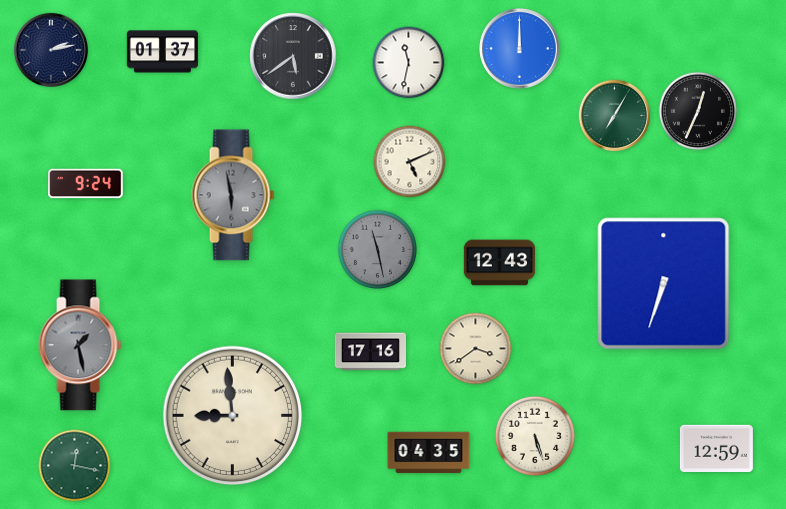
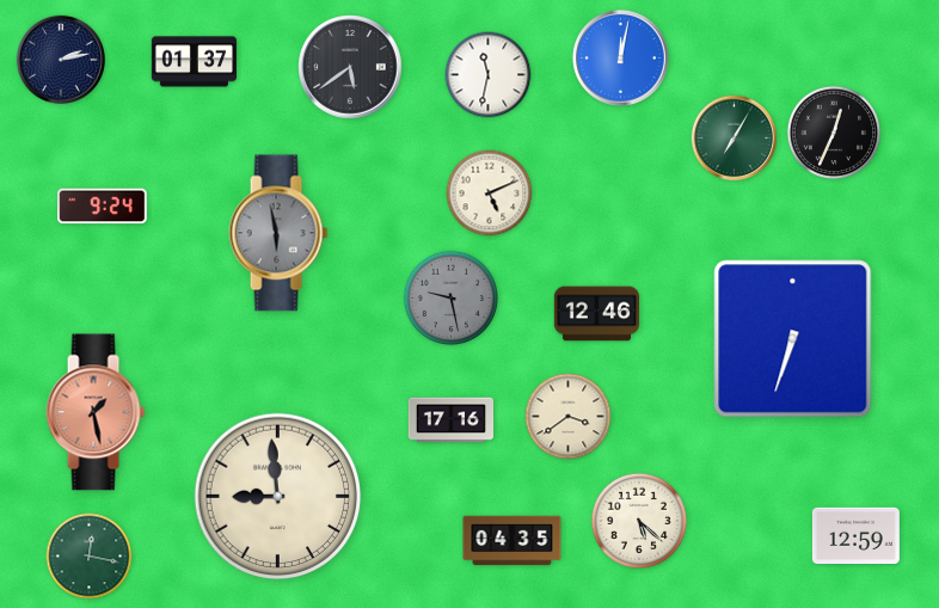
clock at (520, 49): 12:00 -> 12:02
clock at (86, 184) position: (86, 184) -> (103, 207)
clock at (377, 249): 11:28 -> 9:28
clock at (499, 263): 12:43 -> 12:46
clock at (80, 345) dial: grey -> salmon
clock at (370, 352) position: (370, 352) -> (450, 420)
clock at (535, 436): 5:27 -> 5:22
